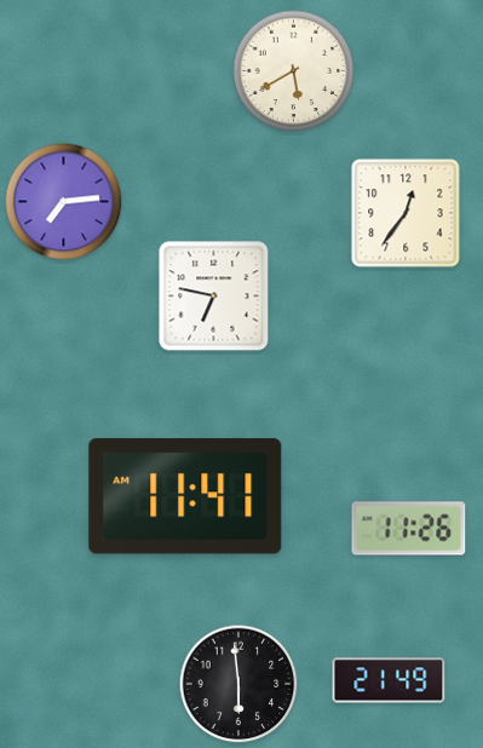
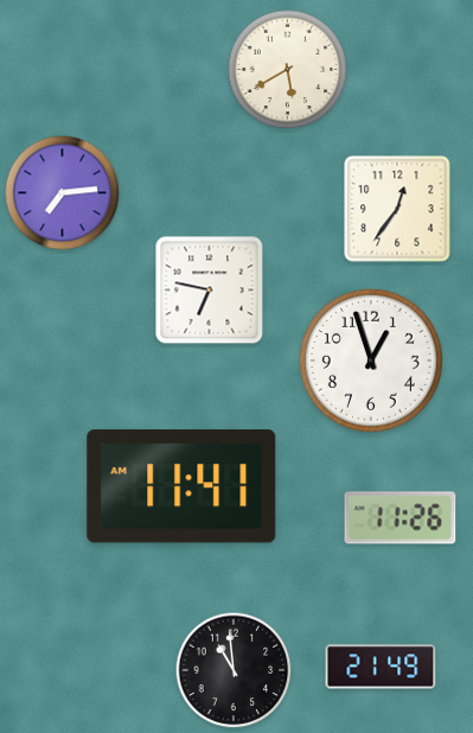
clock at (64, 202) position: (64, 202) -> (63, 193)
clock at (371, 361): none -> 12:57
clock at (238, 684): 5:59 -> 10:59
